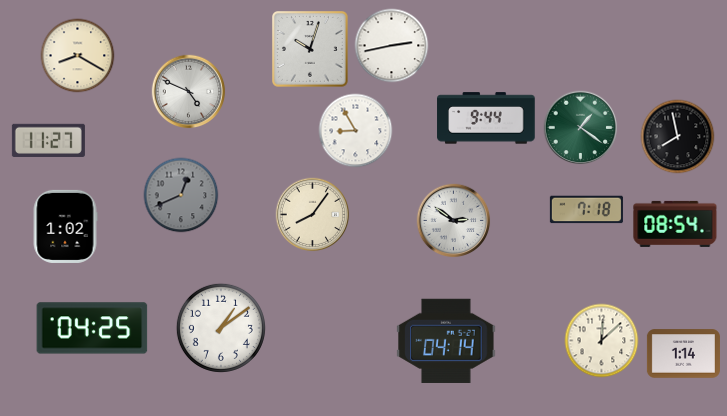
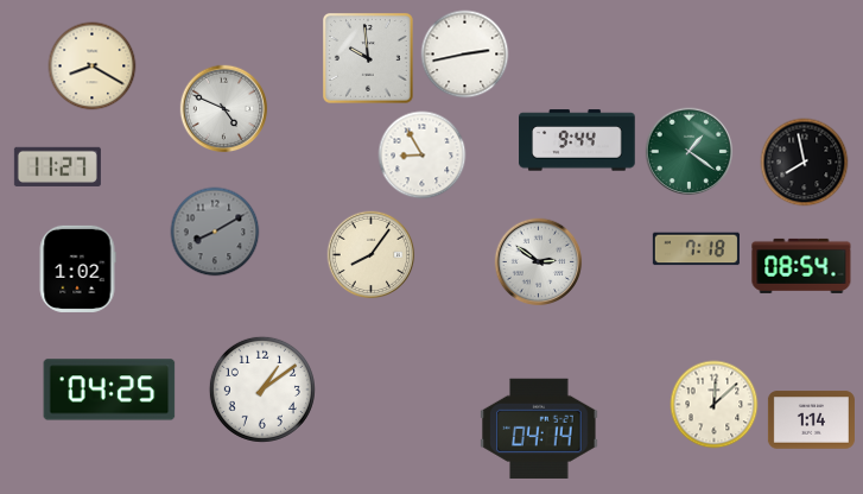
clock at (311, 50): 10:03 -> 9:59
clock at (181, 195): 12:41 -> 8:10
clock at (446, 341) position: (446, 341) -> (539, 429)
